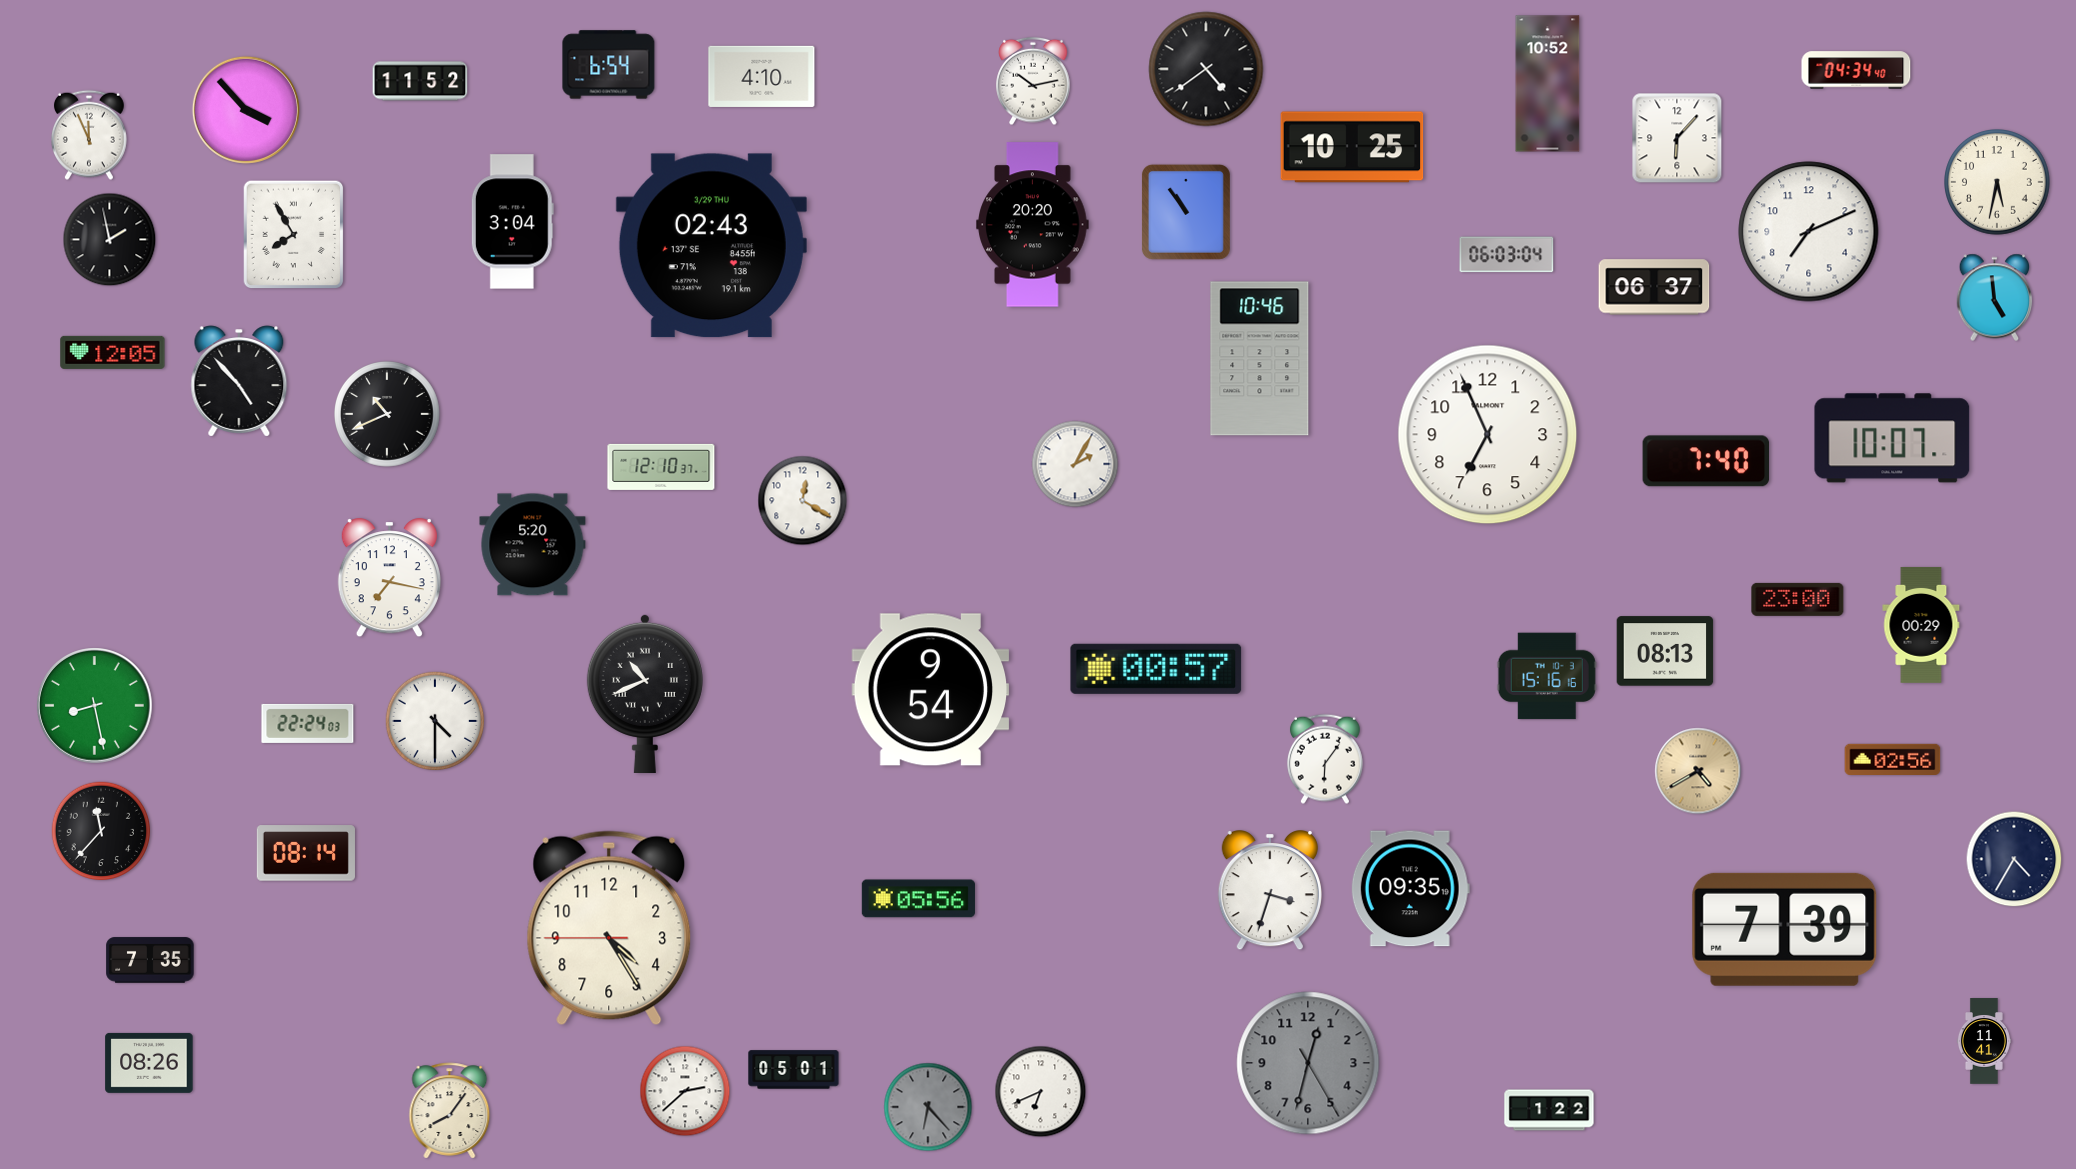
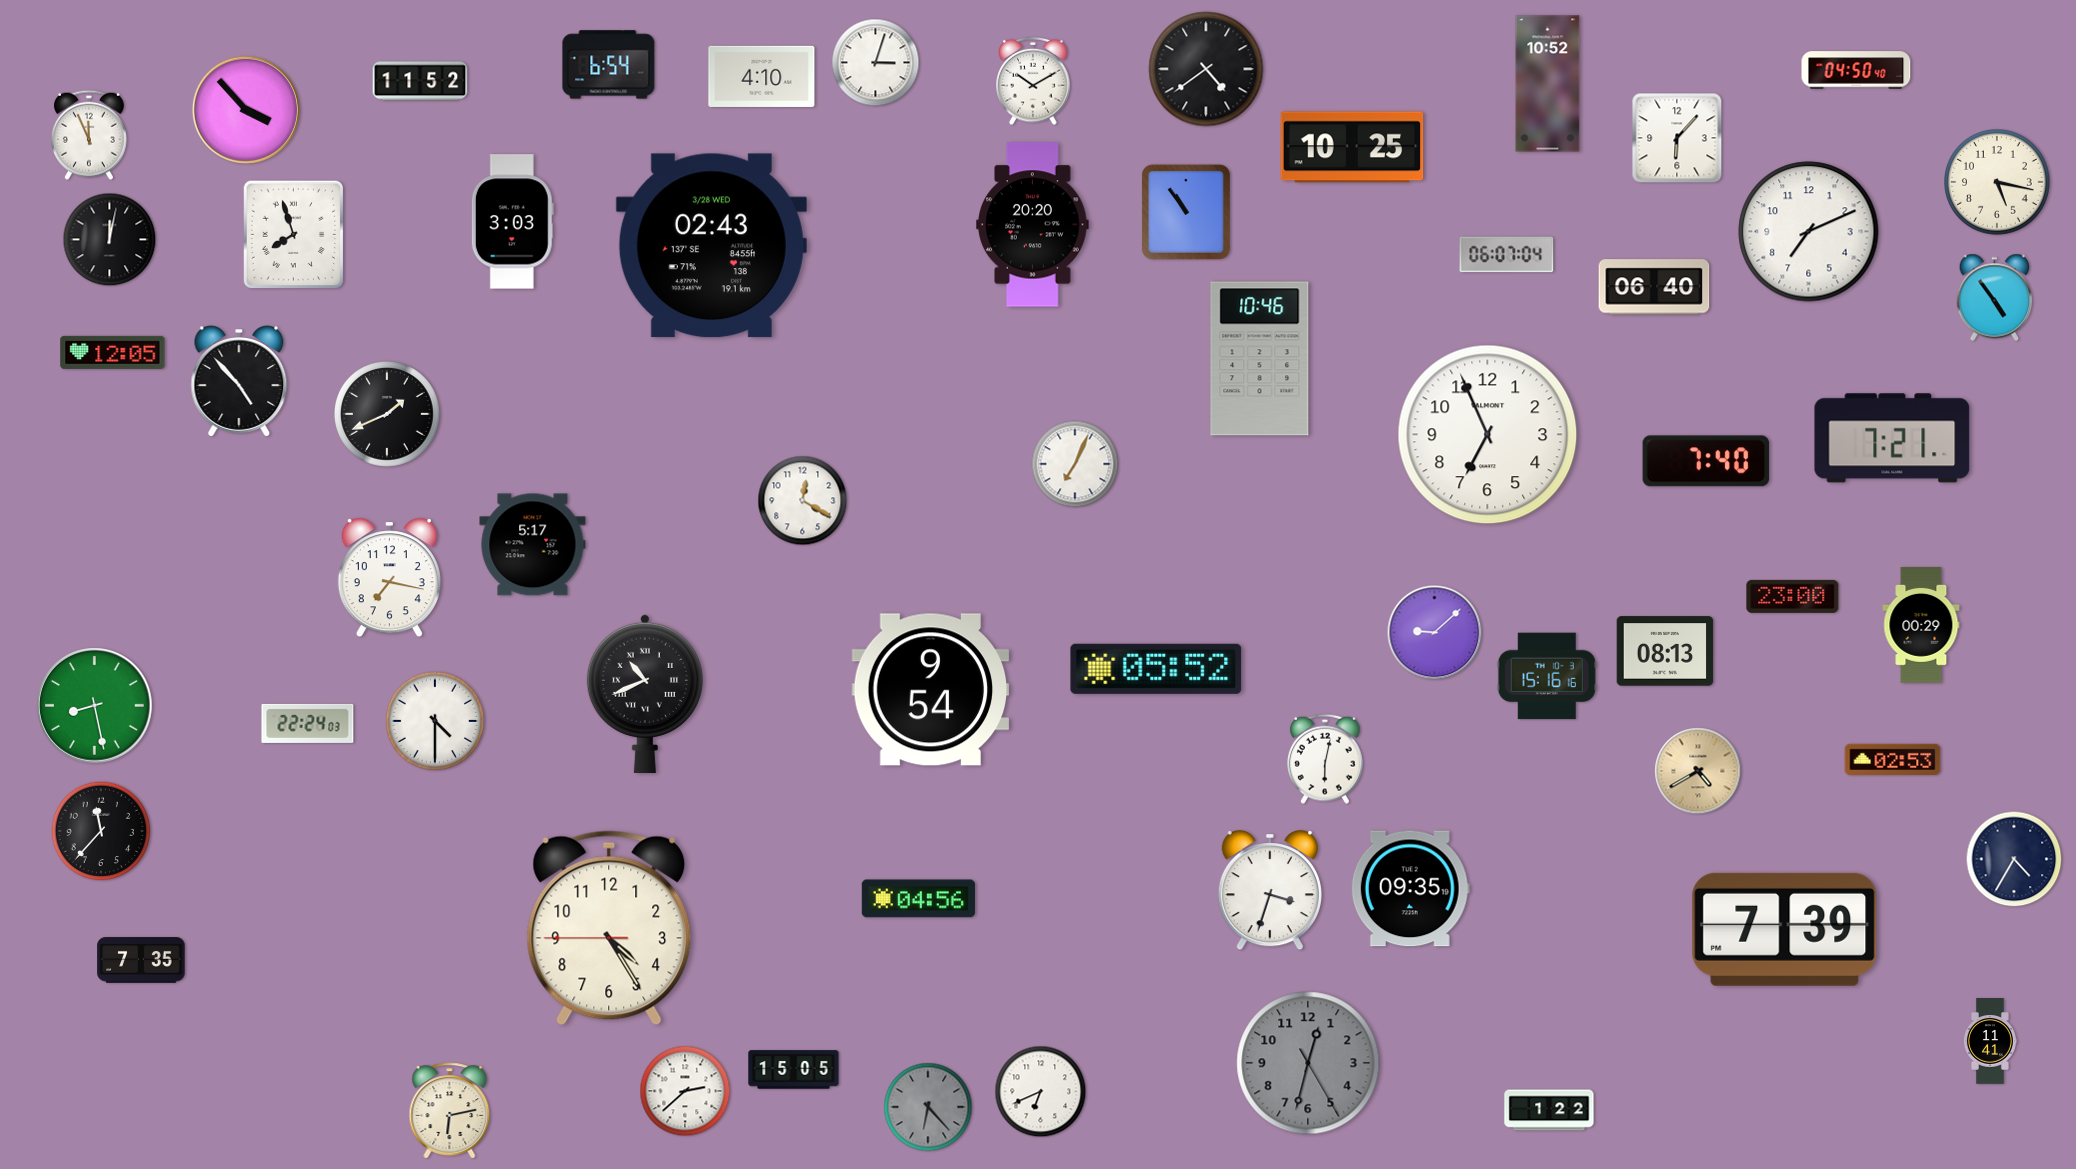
clock at (876, 63): none -> 3:03
clock at (1856, 70): 04:34 -> 04:50
clock at (1033, 81): 10:13 -> 10:10
clock at (1998, 183): 5:32 -> 5:17
clock at (512, 222): 3:04 -> 3:03
clock at (294, 235): 7:55 -> 7:57
clock at (110, 240): 1:58 -> 12:02
clock at (711, 246) date: 3/29 THU -> 3/28 WED
clock at (1507, 255): 06:03 -> 06:07
clock at (1654, 287): 06:37 -> 06:40
clock at (1995, 298): 4:59 -> 4:54
clock at (388, 415): 10:41 -> 1:41
clock at (1892, 438): 10:07 -> 7:21
clock at (1075, 464): 2:05 -> 7:04
clock at (661, 467): 12:10 -> none
clock at (533, 545): 5:20 -> 5:17
clock at (1798, 599) position: (1798, 599) -> (1793, 596)
clock at (1435, 633): none -> 9:08
clock at (1156, 669): 00:57 -> 05:52
clock at (1325, 759): 6:06 -> 6:02
clock at (1893, 760): 02:56 -> 02:53
clock at (306, 853): 08:14 -> none
clock at (918, 899): 05:56 -> 04:56
clock at (150, 960) position: (150, 960) -> (141, 960)
clock at (1984, 1041) position: (1984, 1041) -> (1990, 1041)
clock at (149, 1063): 08:26 -> none
clock at (794, 1070): 05:01 -> 15:05
clock at (450, 1111): 8:06 -> 6:13
